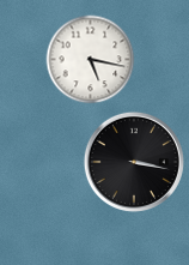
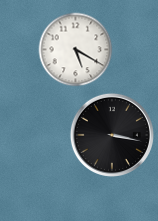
clock at (91, 60): 5:17 -> 5:20
